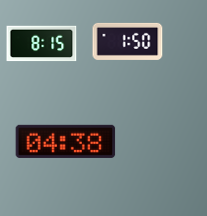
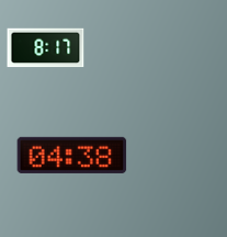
clock at (128, 41): 1:50 -> none
clock at (42, 44): 8:15 -> 8:17
